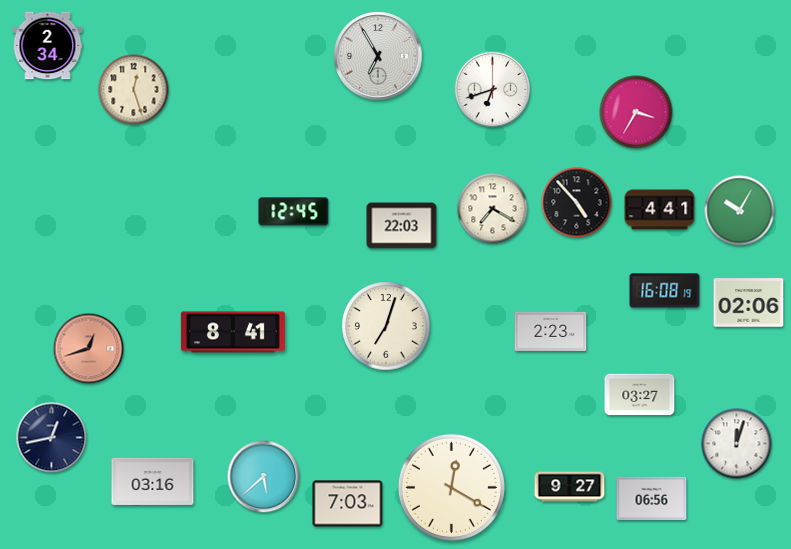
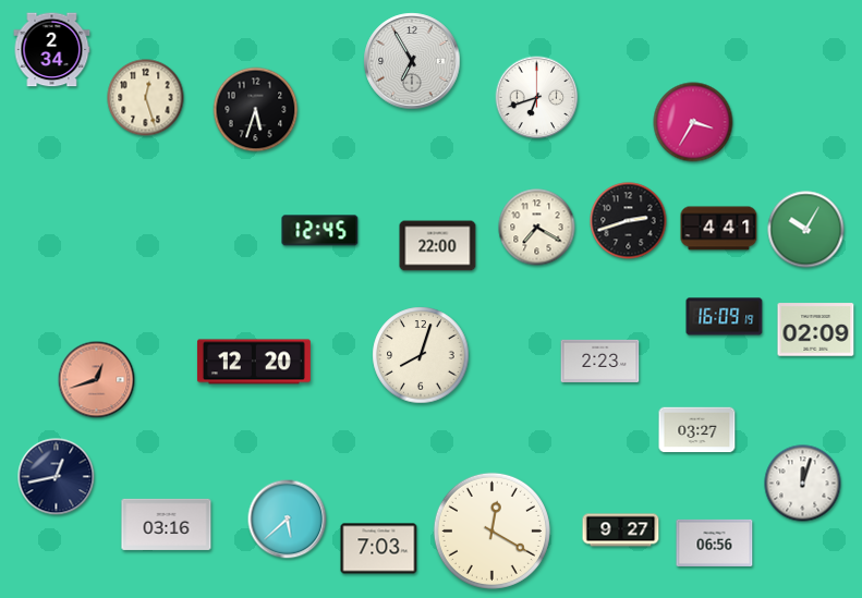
clock at (256, 110): none -> 5:33
clock at (577, 203): 4:53 -> 2:42
clock at (402, 226): 22:03 -> 22:00
clock at (665, 291): 16:08 -> 16:09
clock at (749, 303): 02:06 -> 02:09
clock at (386, 326): 7:03 -> 8:03
clock at (233, 332): 8:41 -> 12:20
clock at (652, 498) position: (652, 498) -> (715, 542)
